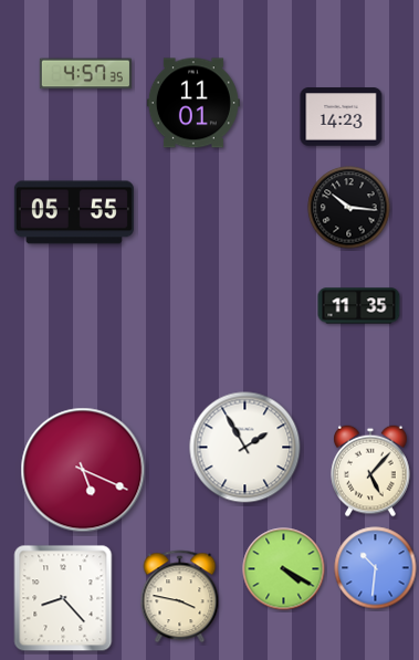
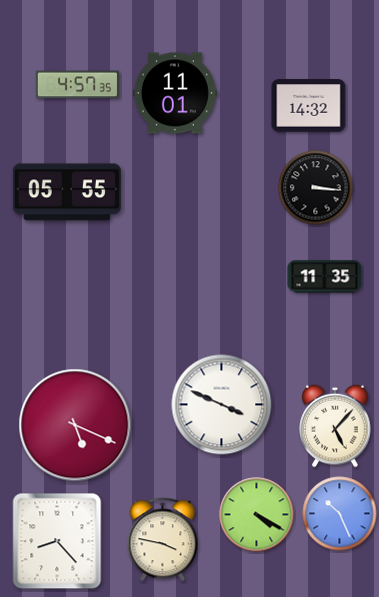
clock at (85, 74) position: (85, 74) -> (77, 85)
clock at (342, 117): 14:23 -> 14:32
clock at (349, 208): 10:16 -> 3:16
clock at (245, 448): 1:55 -> 3:49
clock at (376, 568): 10:31 -> 10:26
